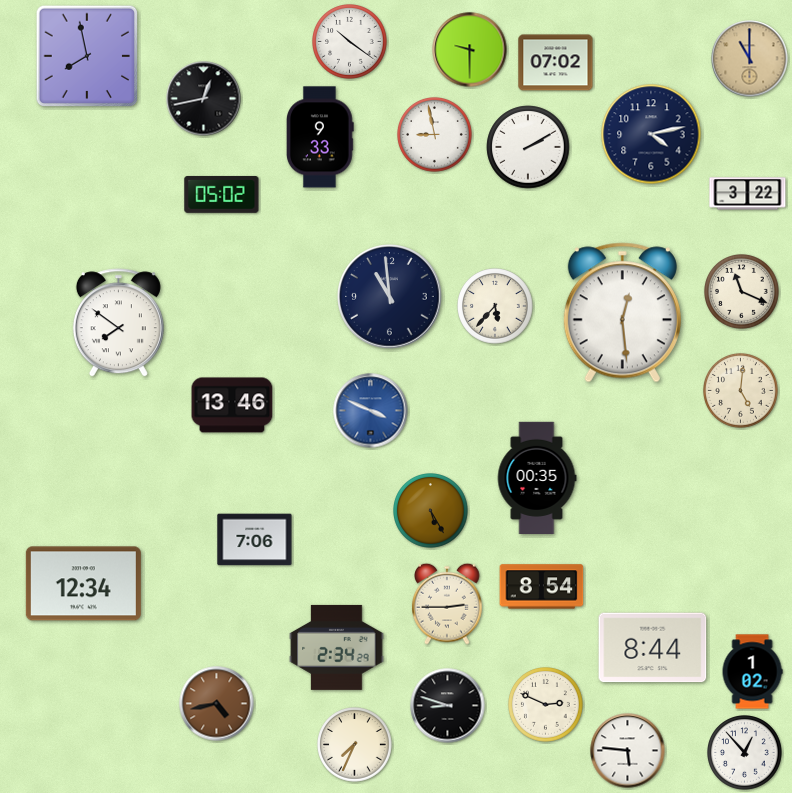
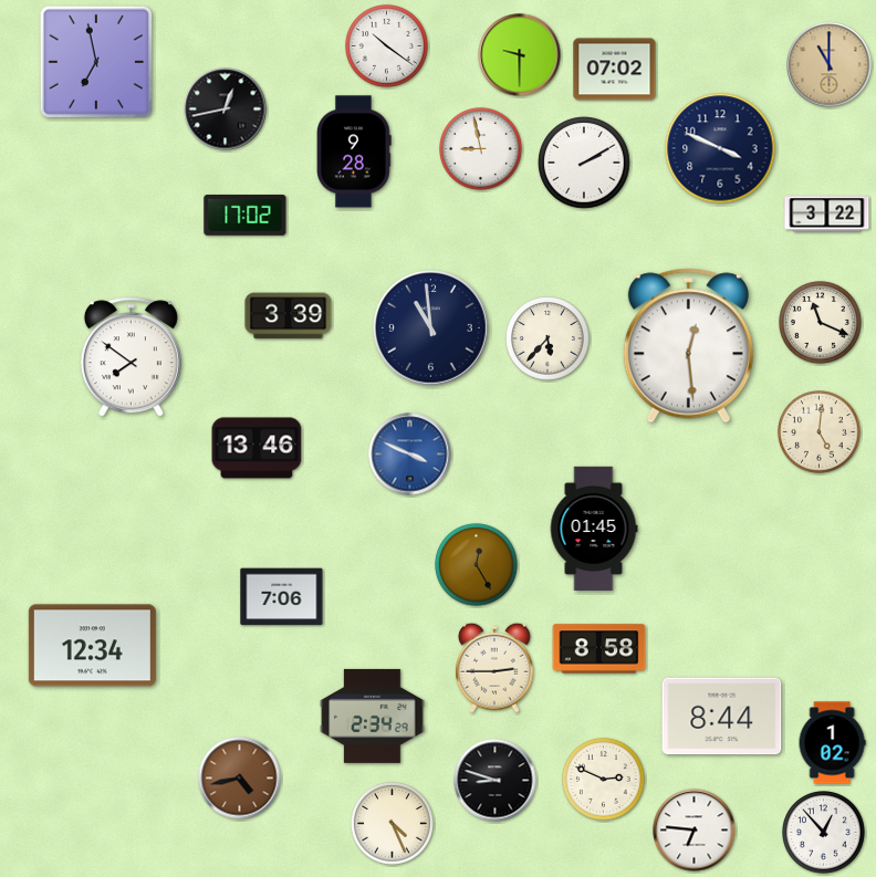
clock at (86, 55): 7:58 -> 6:58
clock at (651, 134): 4:13 -> 3:49
clock at (321, 137): 9:33 -> 9:28
clock at (222, 194): 05:02 -> 17:02
clock at (289, 316): none -> 3:39
clock at (537, 477): 00:35 -> 01:45
clock at (431, 511): 5:25 -> 12:25
clock at (542, 587): 8:54 -> 8:58
clock at (355, 745): 7:34 -> 4:26
clock at (628, 751): 5:46 -> 6:46
